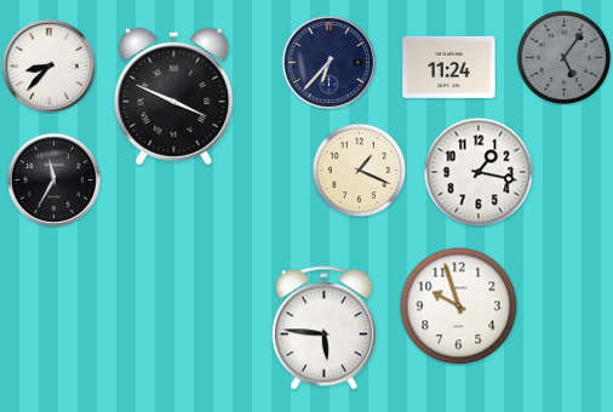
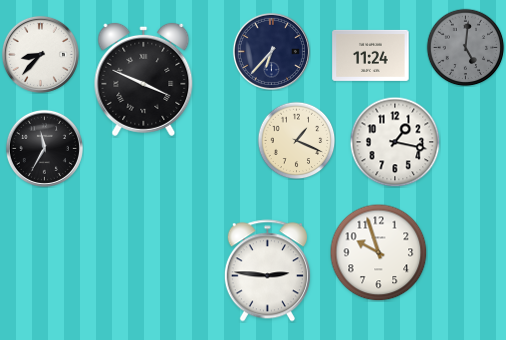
clock at (563, 57): 5:06 -> 5:01
clock at (323, 328): 5:46 -> 2:46
